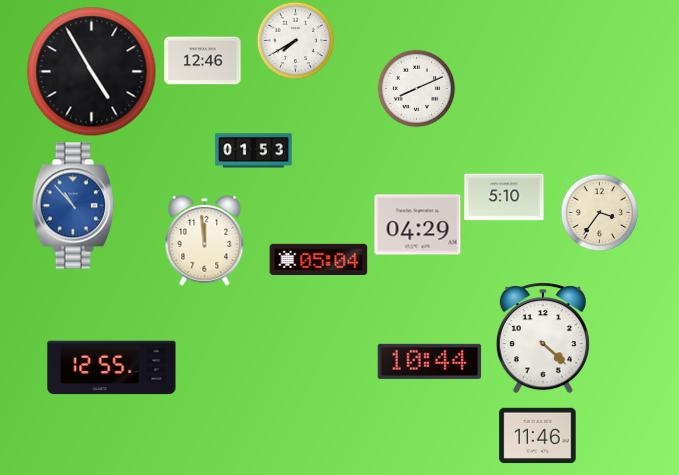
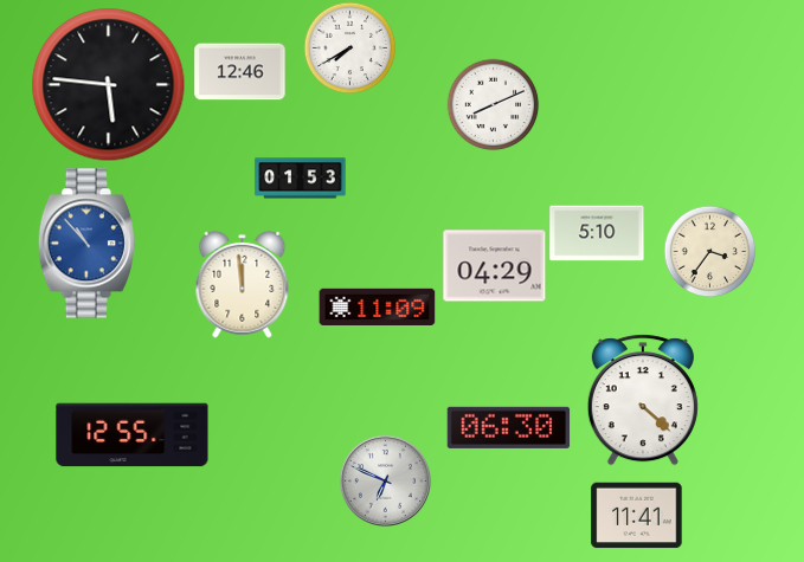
clock at (92, 72): 4:55 -> 5:46
clock at (319, 259): 05:04 -> 11:09
clock at (430, 361): 10:44 -> 06:30
clock at (385, 480): none -> 6:49
clock at (538, 436): 11:46 -> 11:41
